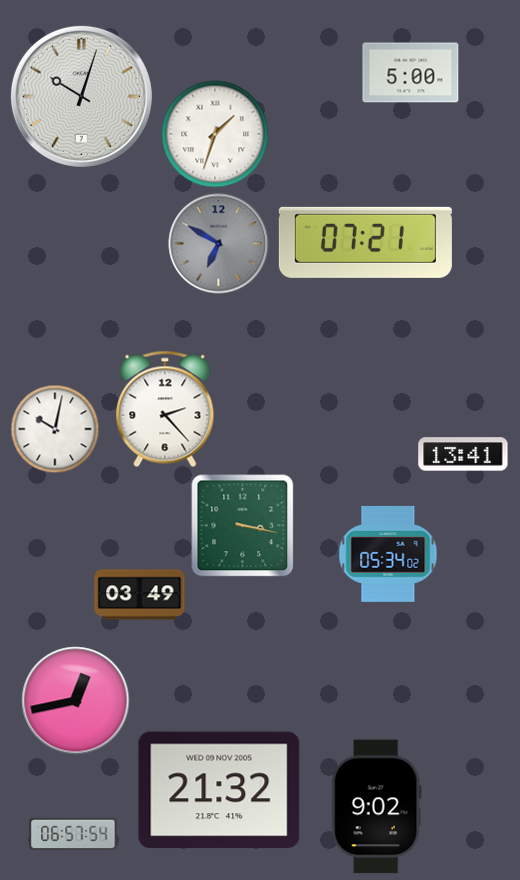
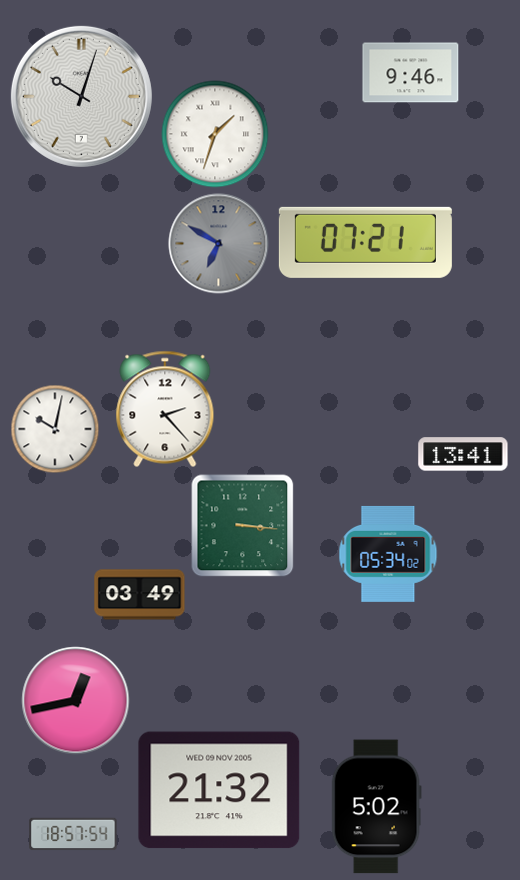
clock at (411, 73): 5:00 -> 9:46
clock at (243, 526): 3:17 -> 3:16
clock at (376, 807): 9:02 -> 5:02
clock at (73, 834): 06:57 -> 18:57
